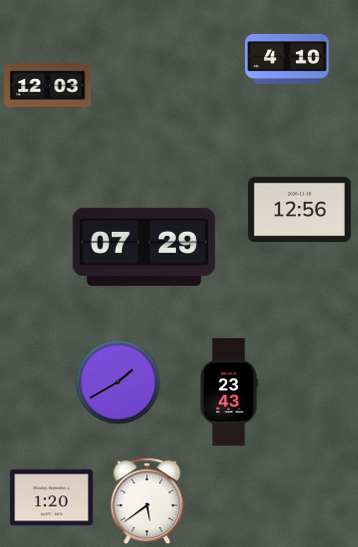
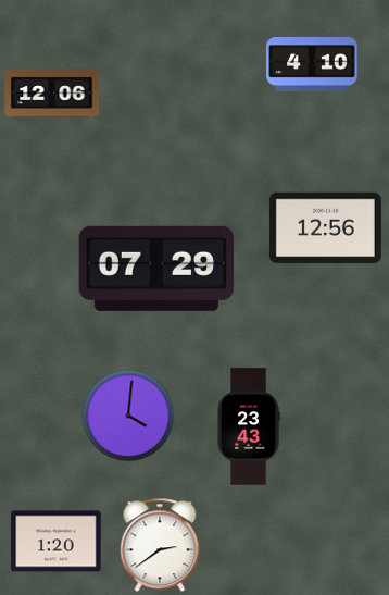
clock at (48, 86): 12:03 -> 12:06
clock at (118, 382): 1:40 -> 4:01
clock at (147, 501): 5:39 -> 2:39
